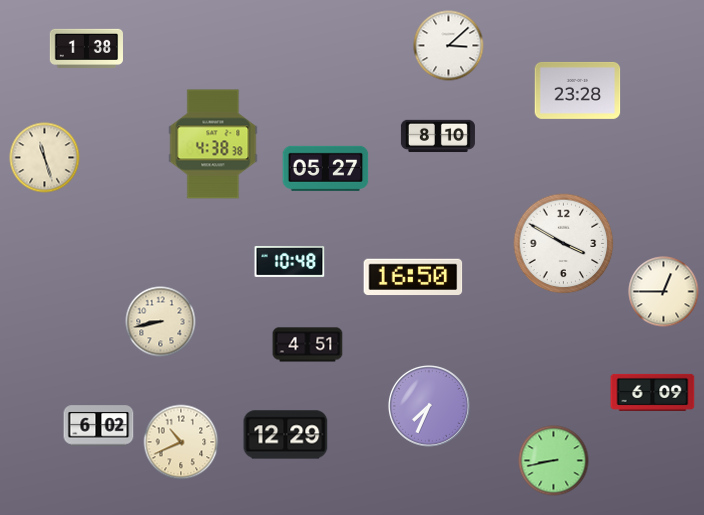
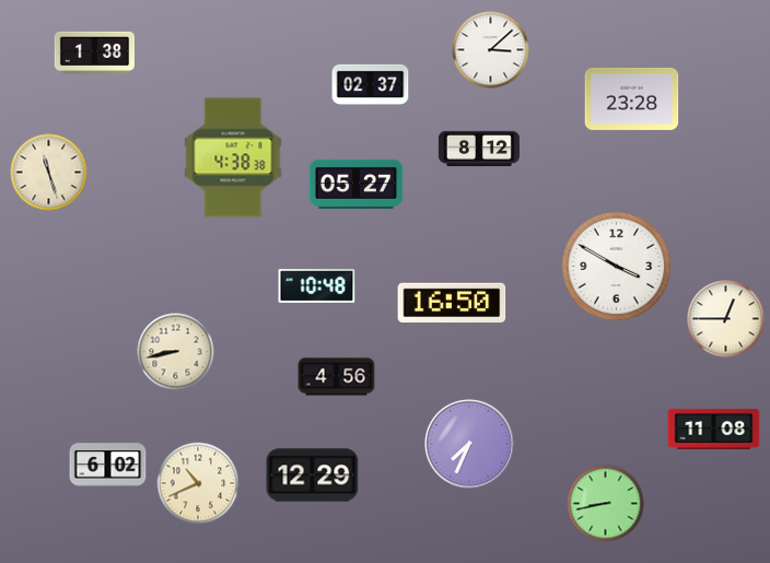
clock at (371, 84): none -> 02:37
clock at (438, 136): 8:10 -> 8:12
clock at (308, 345): 4:51 -> 4:56
clock at (653, 392): 6:09 -> 11:08
